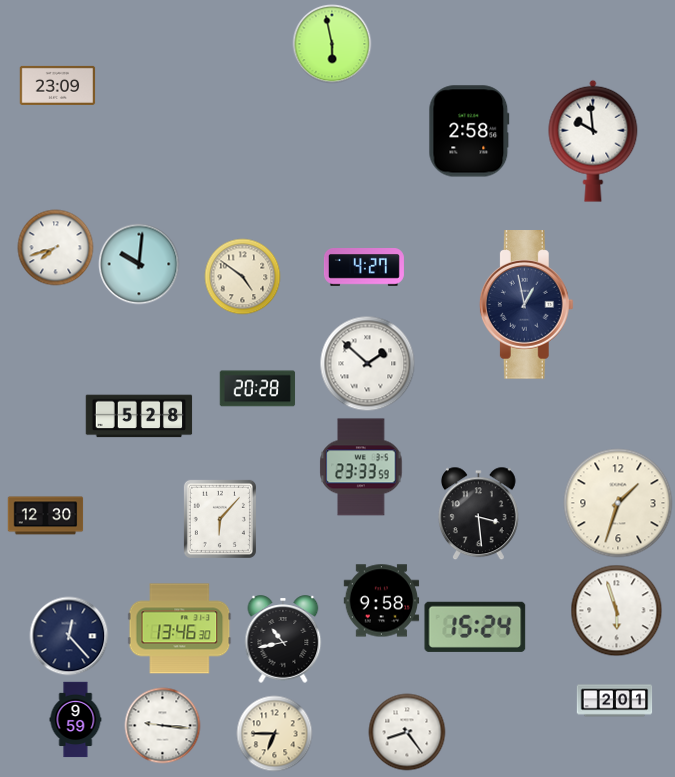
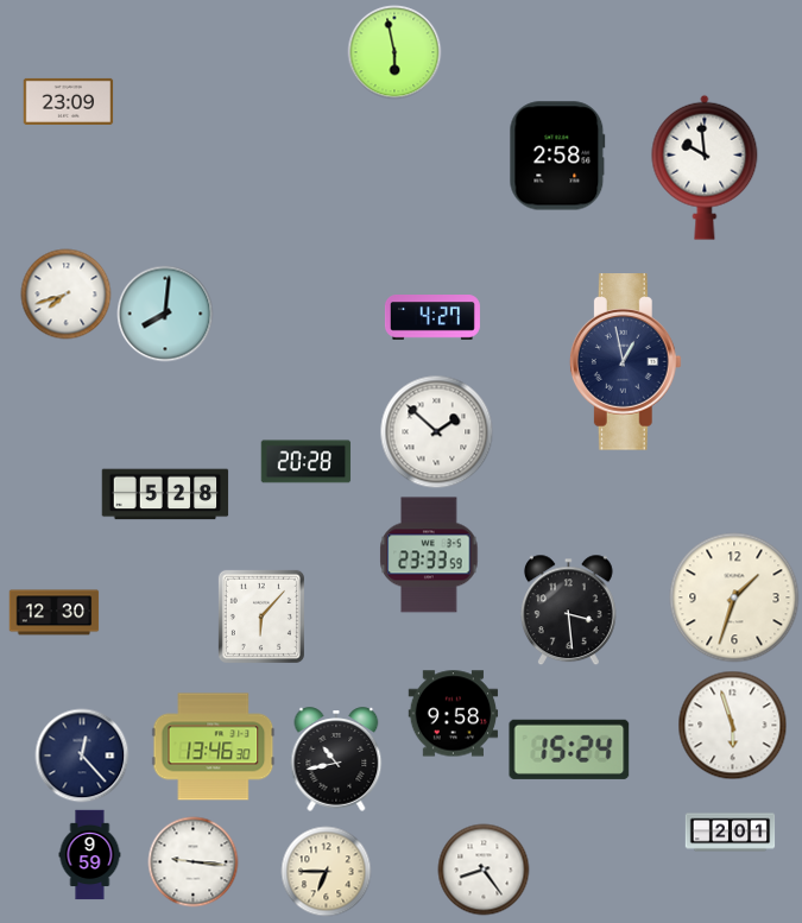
clock at (139, 264): 10:01 -> 8:01
clock at (243, 277): 4:51 -> none
clock at (475, 627) position: (475, 627) -> (569, 750)
